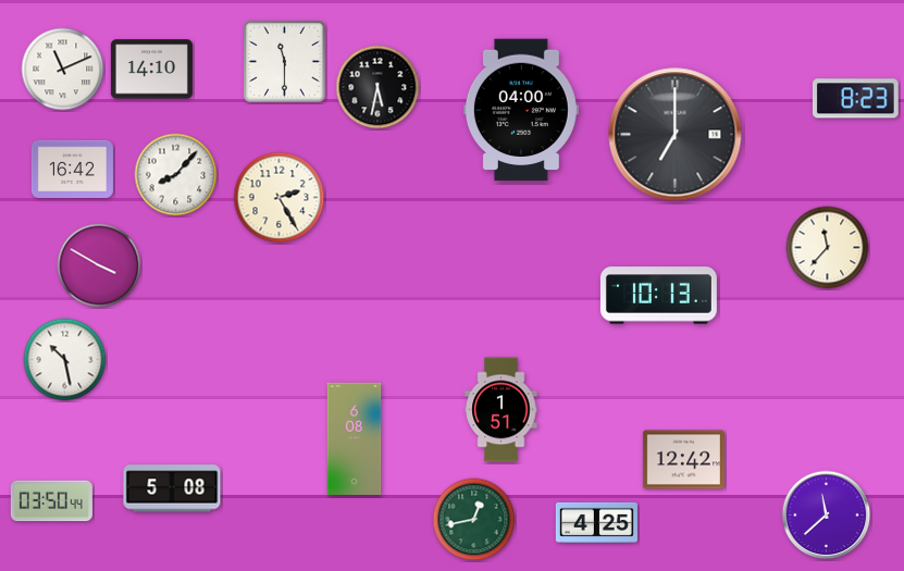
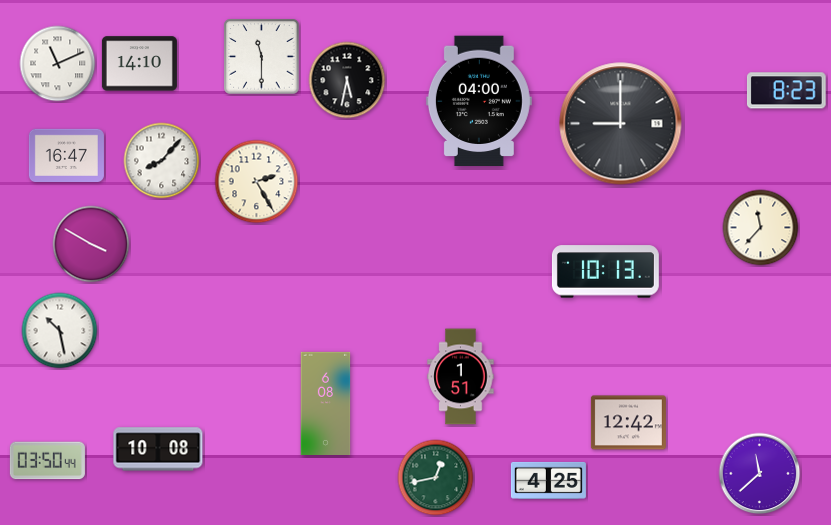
clock at (676, 135): 7:00 -> 9:00
clock at (72, 169): 16:42 -> 16:47
clock at (172, 488): 5:08 -> 10:08
